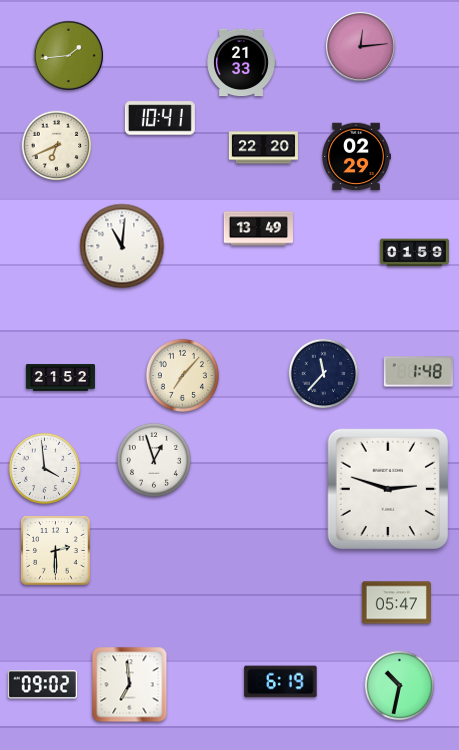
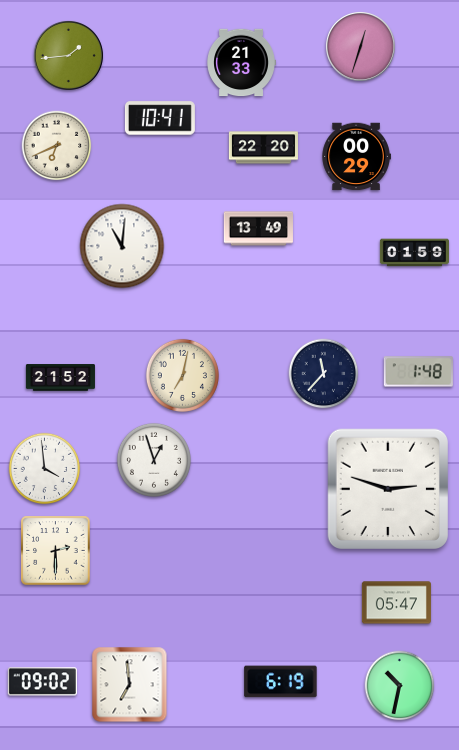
clock at (360, 46): 12:14 -> 12:33
clock at (356, 157): 02:29 -> 00:29
clock at (182, 375): 7:07 -> 7:02
clock at (42, 685) position: (42, 685) -> (42, 682)
